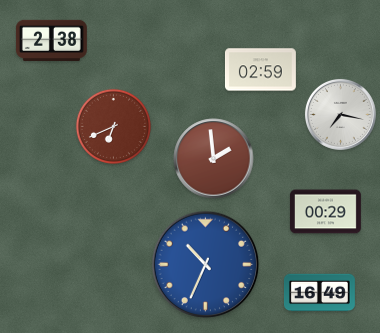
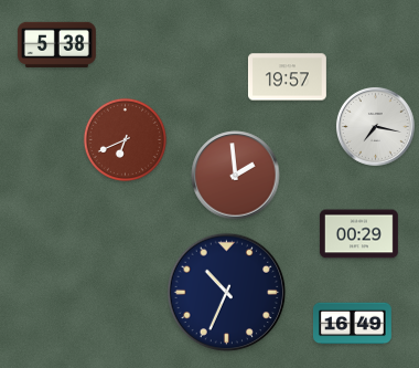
clock at (51, 40): 2:38 -> 5:38
clock at (260, 70): 02:59 -> 19:57
clock at (206, 265) dial: blue -> navy
